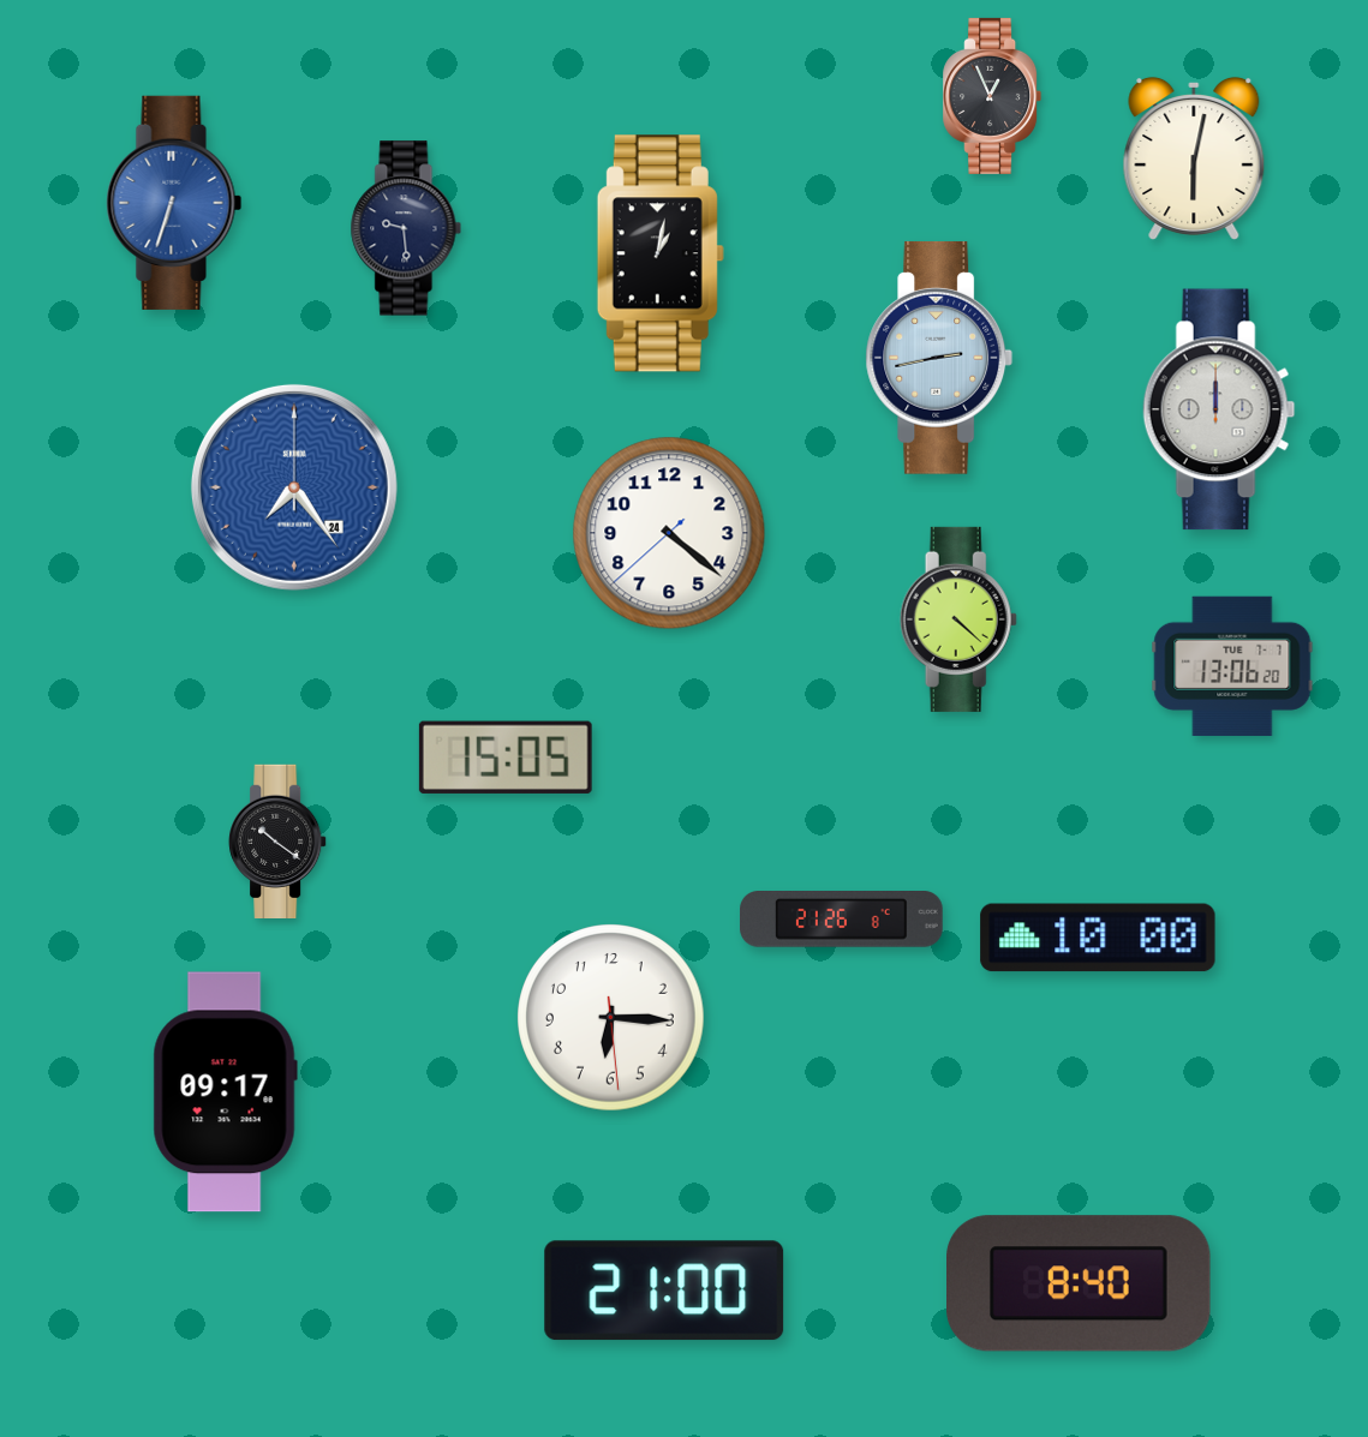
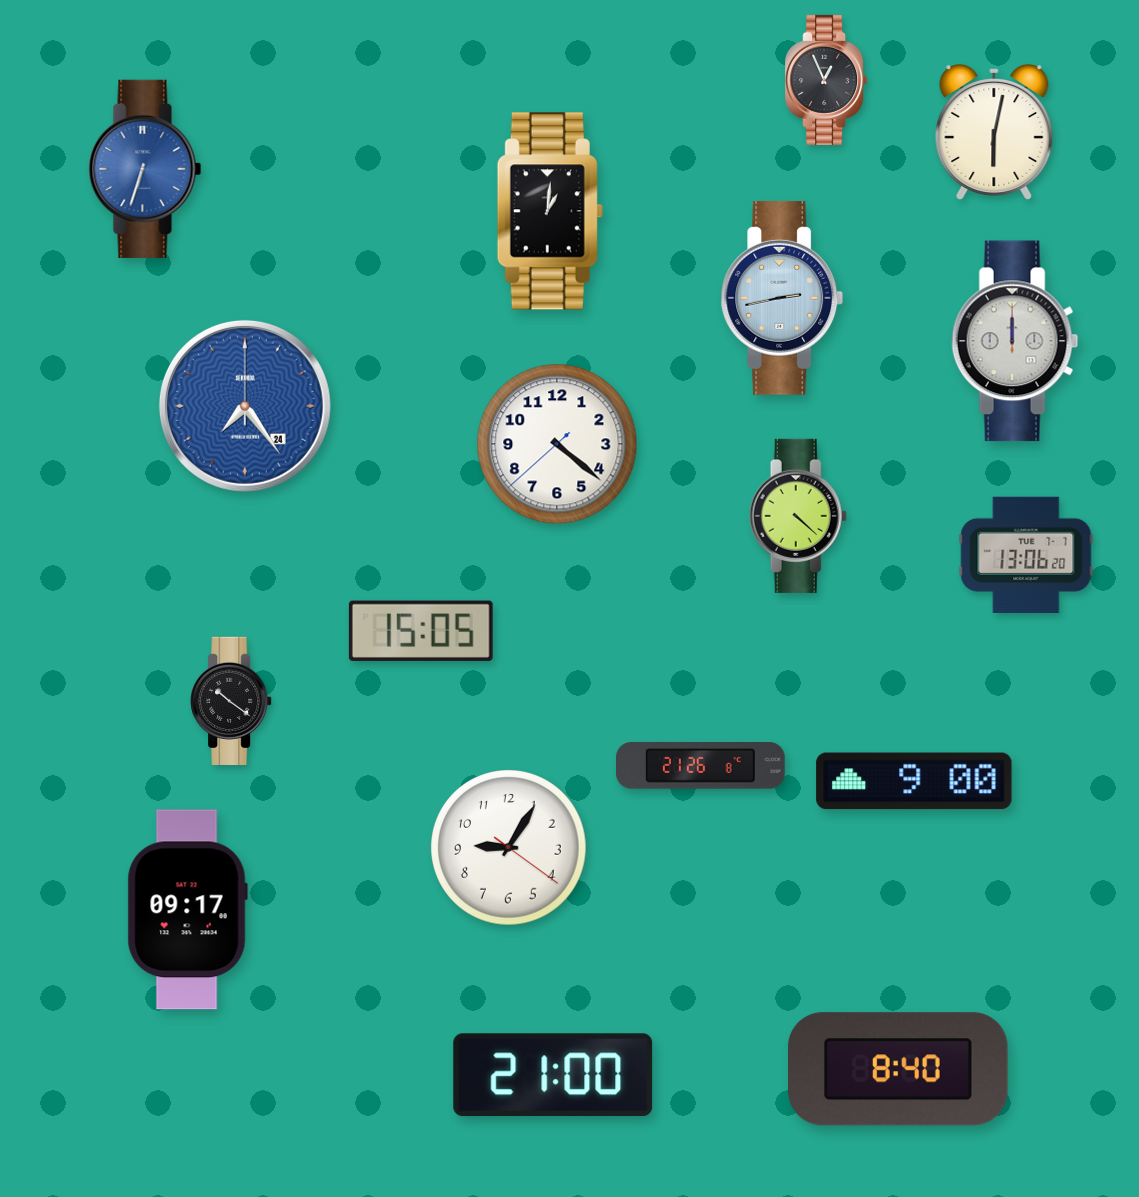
clock at (406, 228): 9:29 -> none
clock at (661, 253): 1:02 -> 1:01
clock at (1098, 938): 10:00 -> 9:00
clock at (611, 1018): 6:15 -> 9:05
